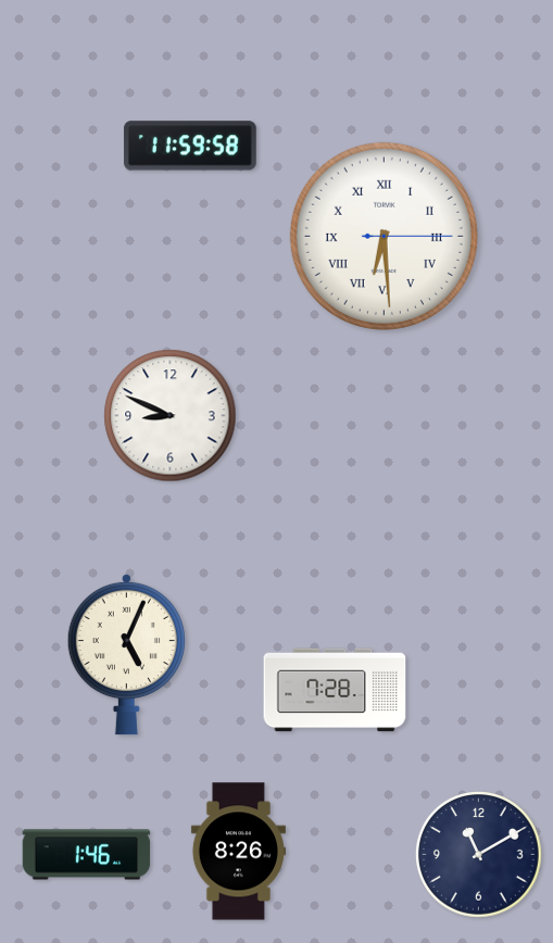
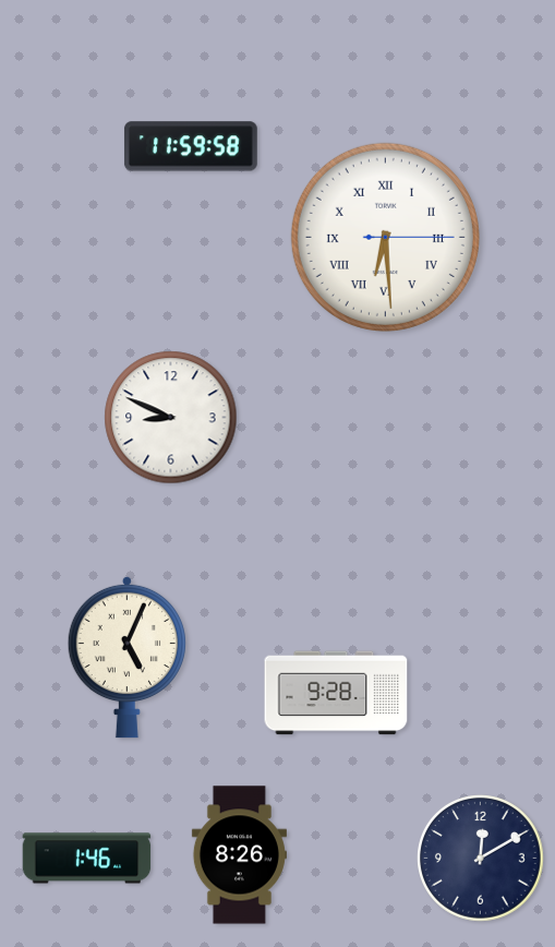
clock at (335, 690): 7:28 -> 9:28
clock at (479, 855): 11:10 -> 12:10
